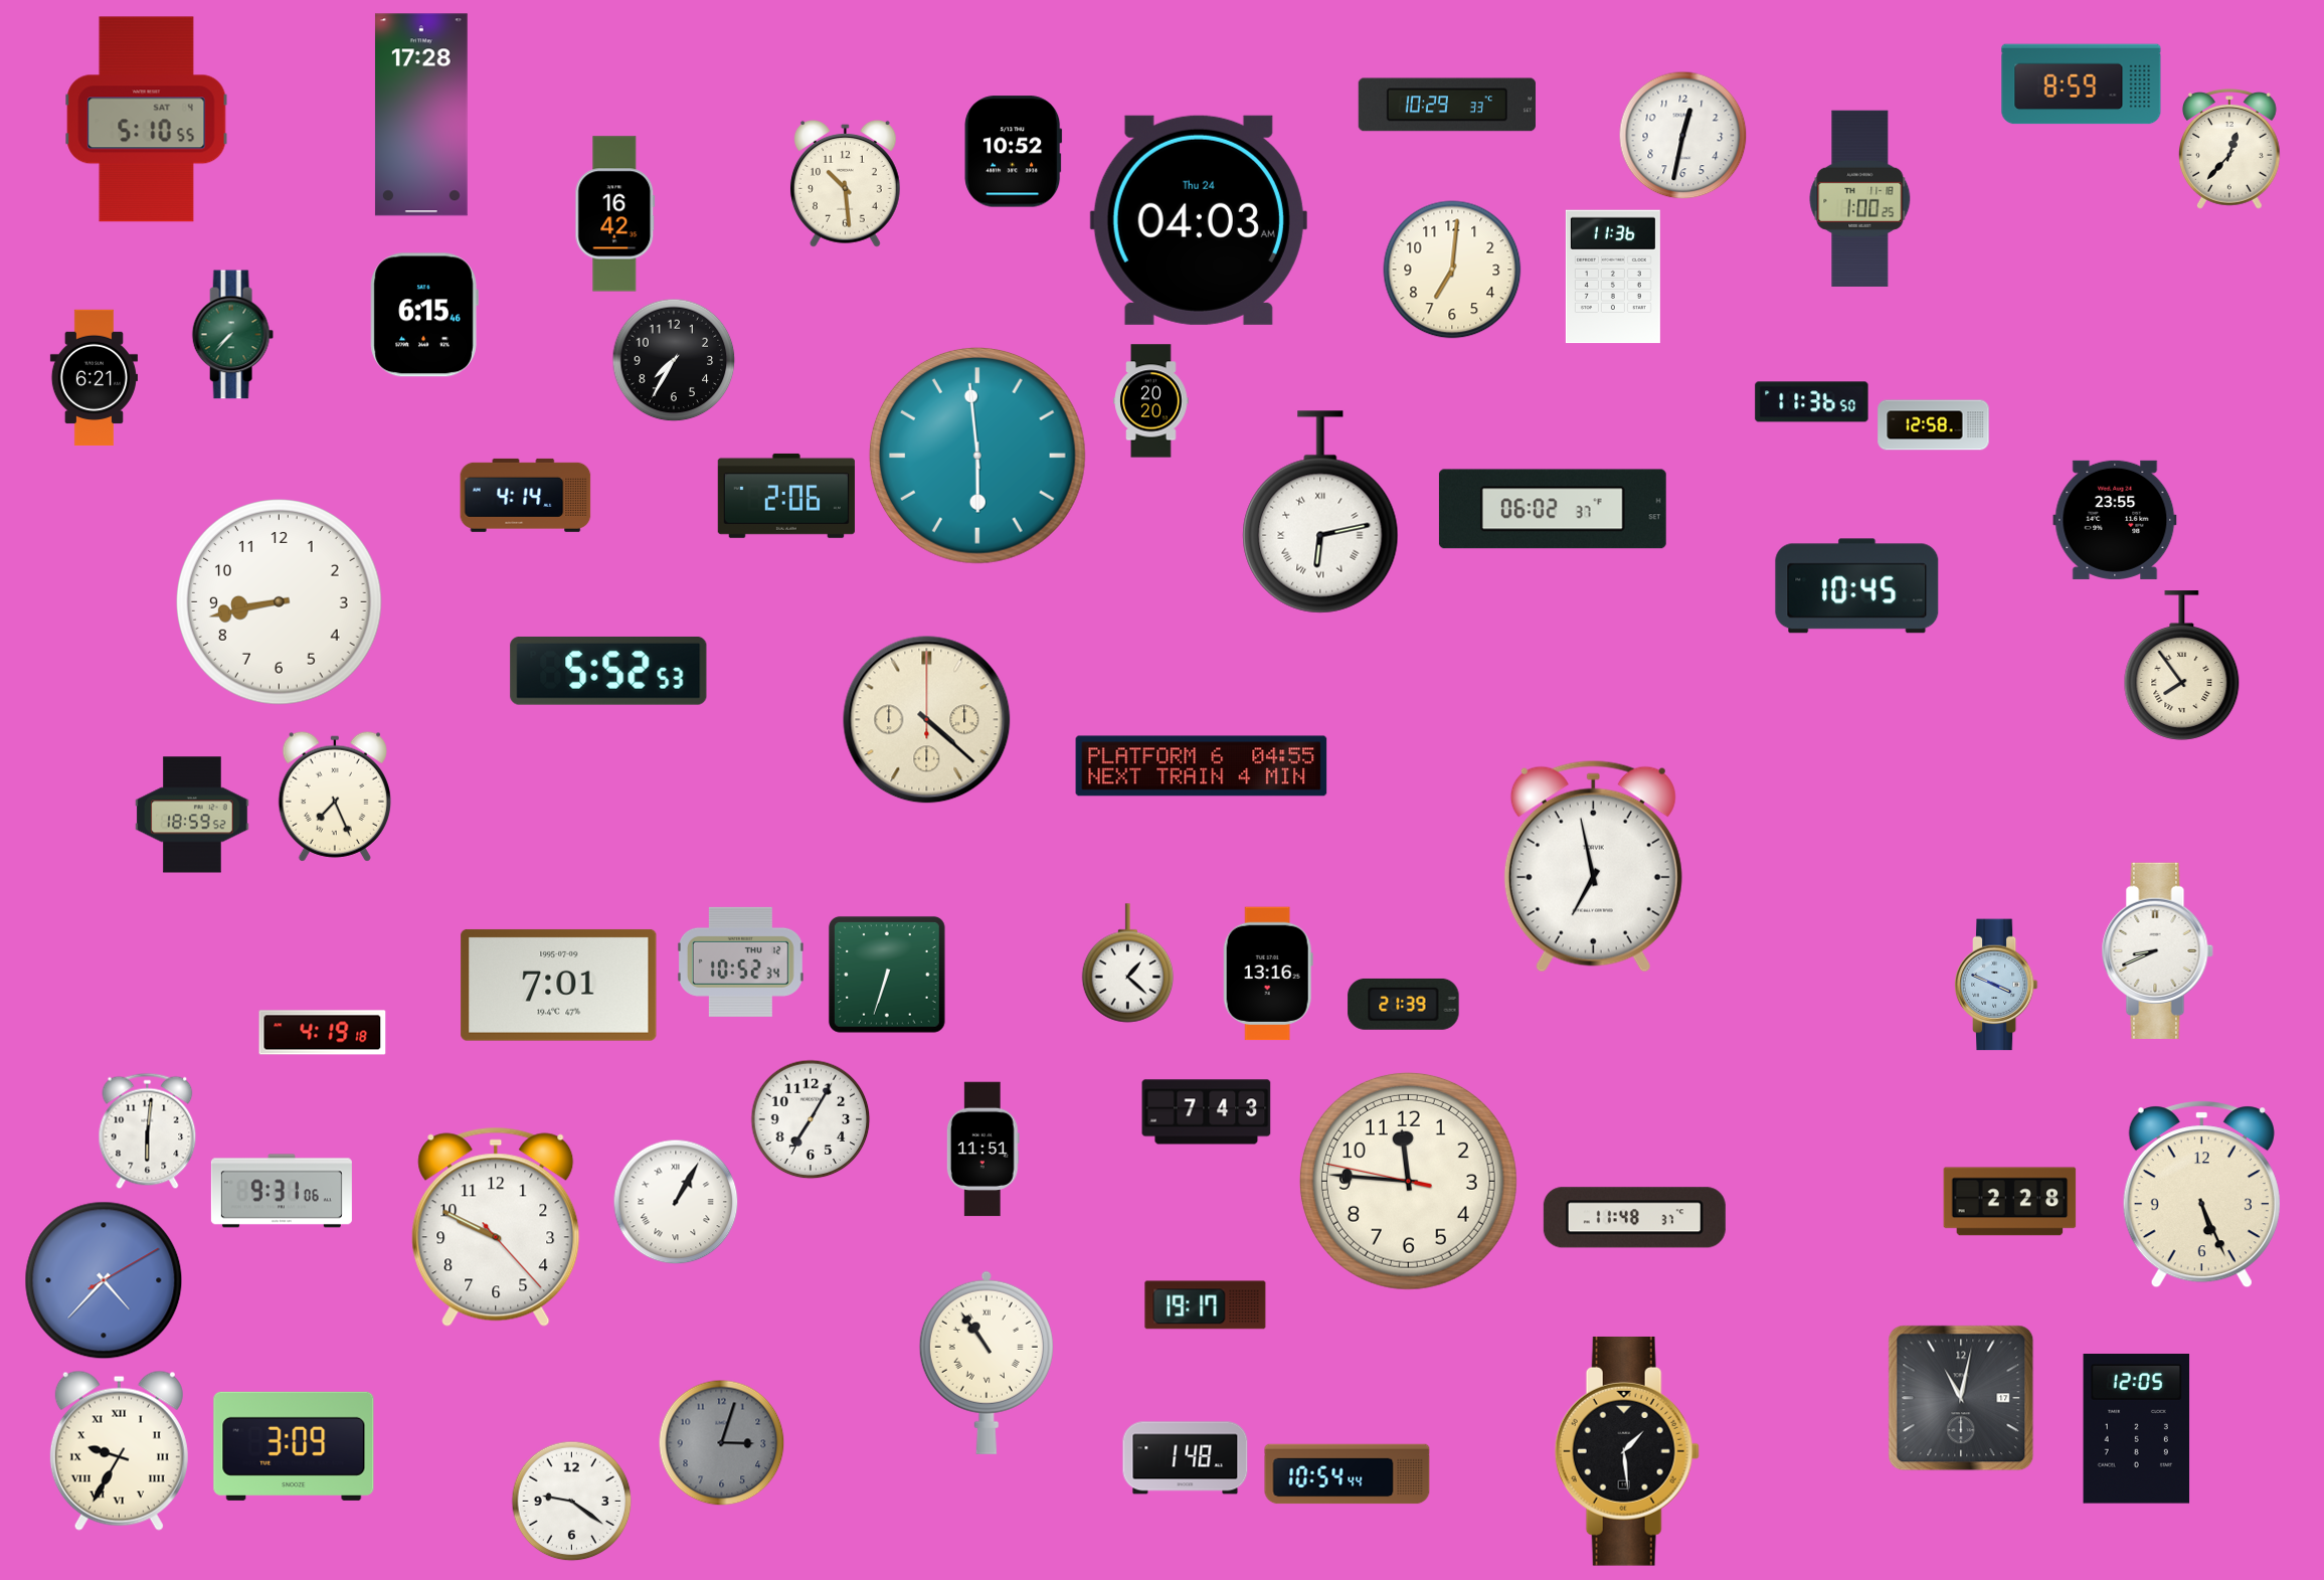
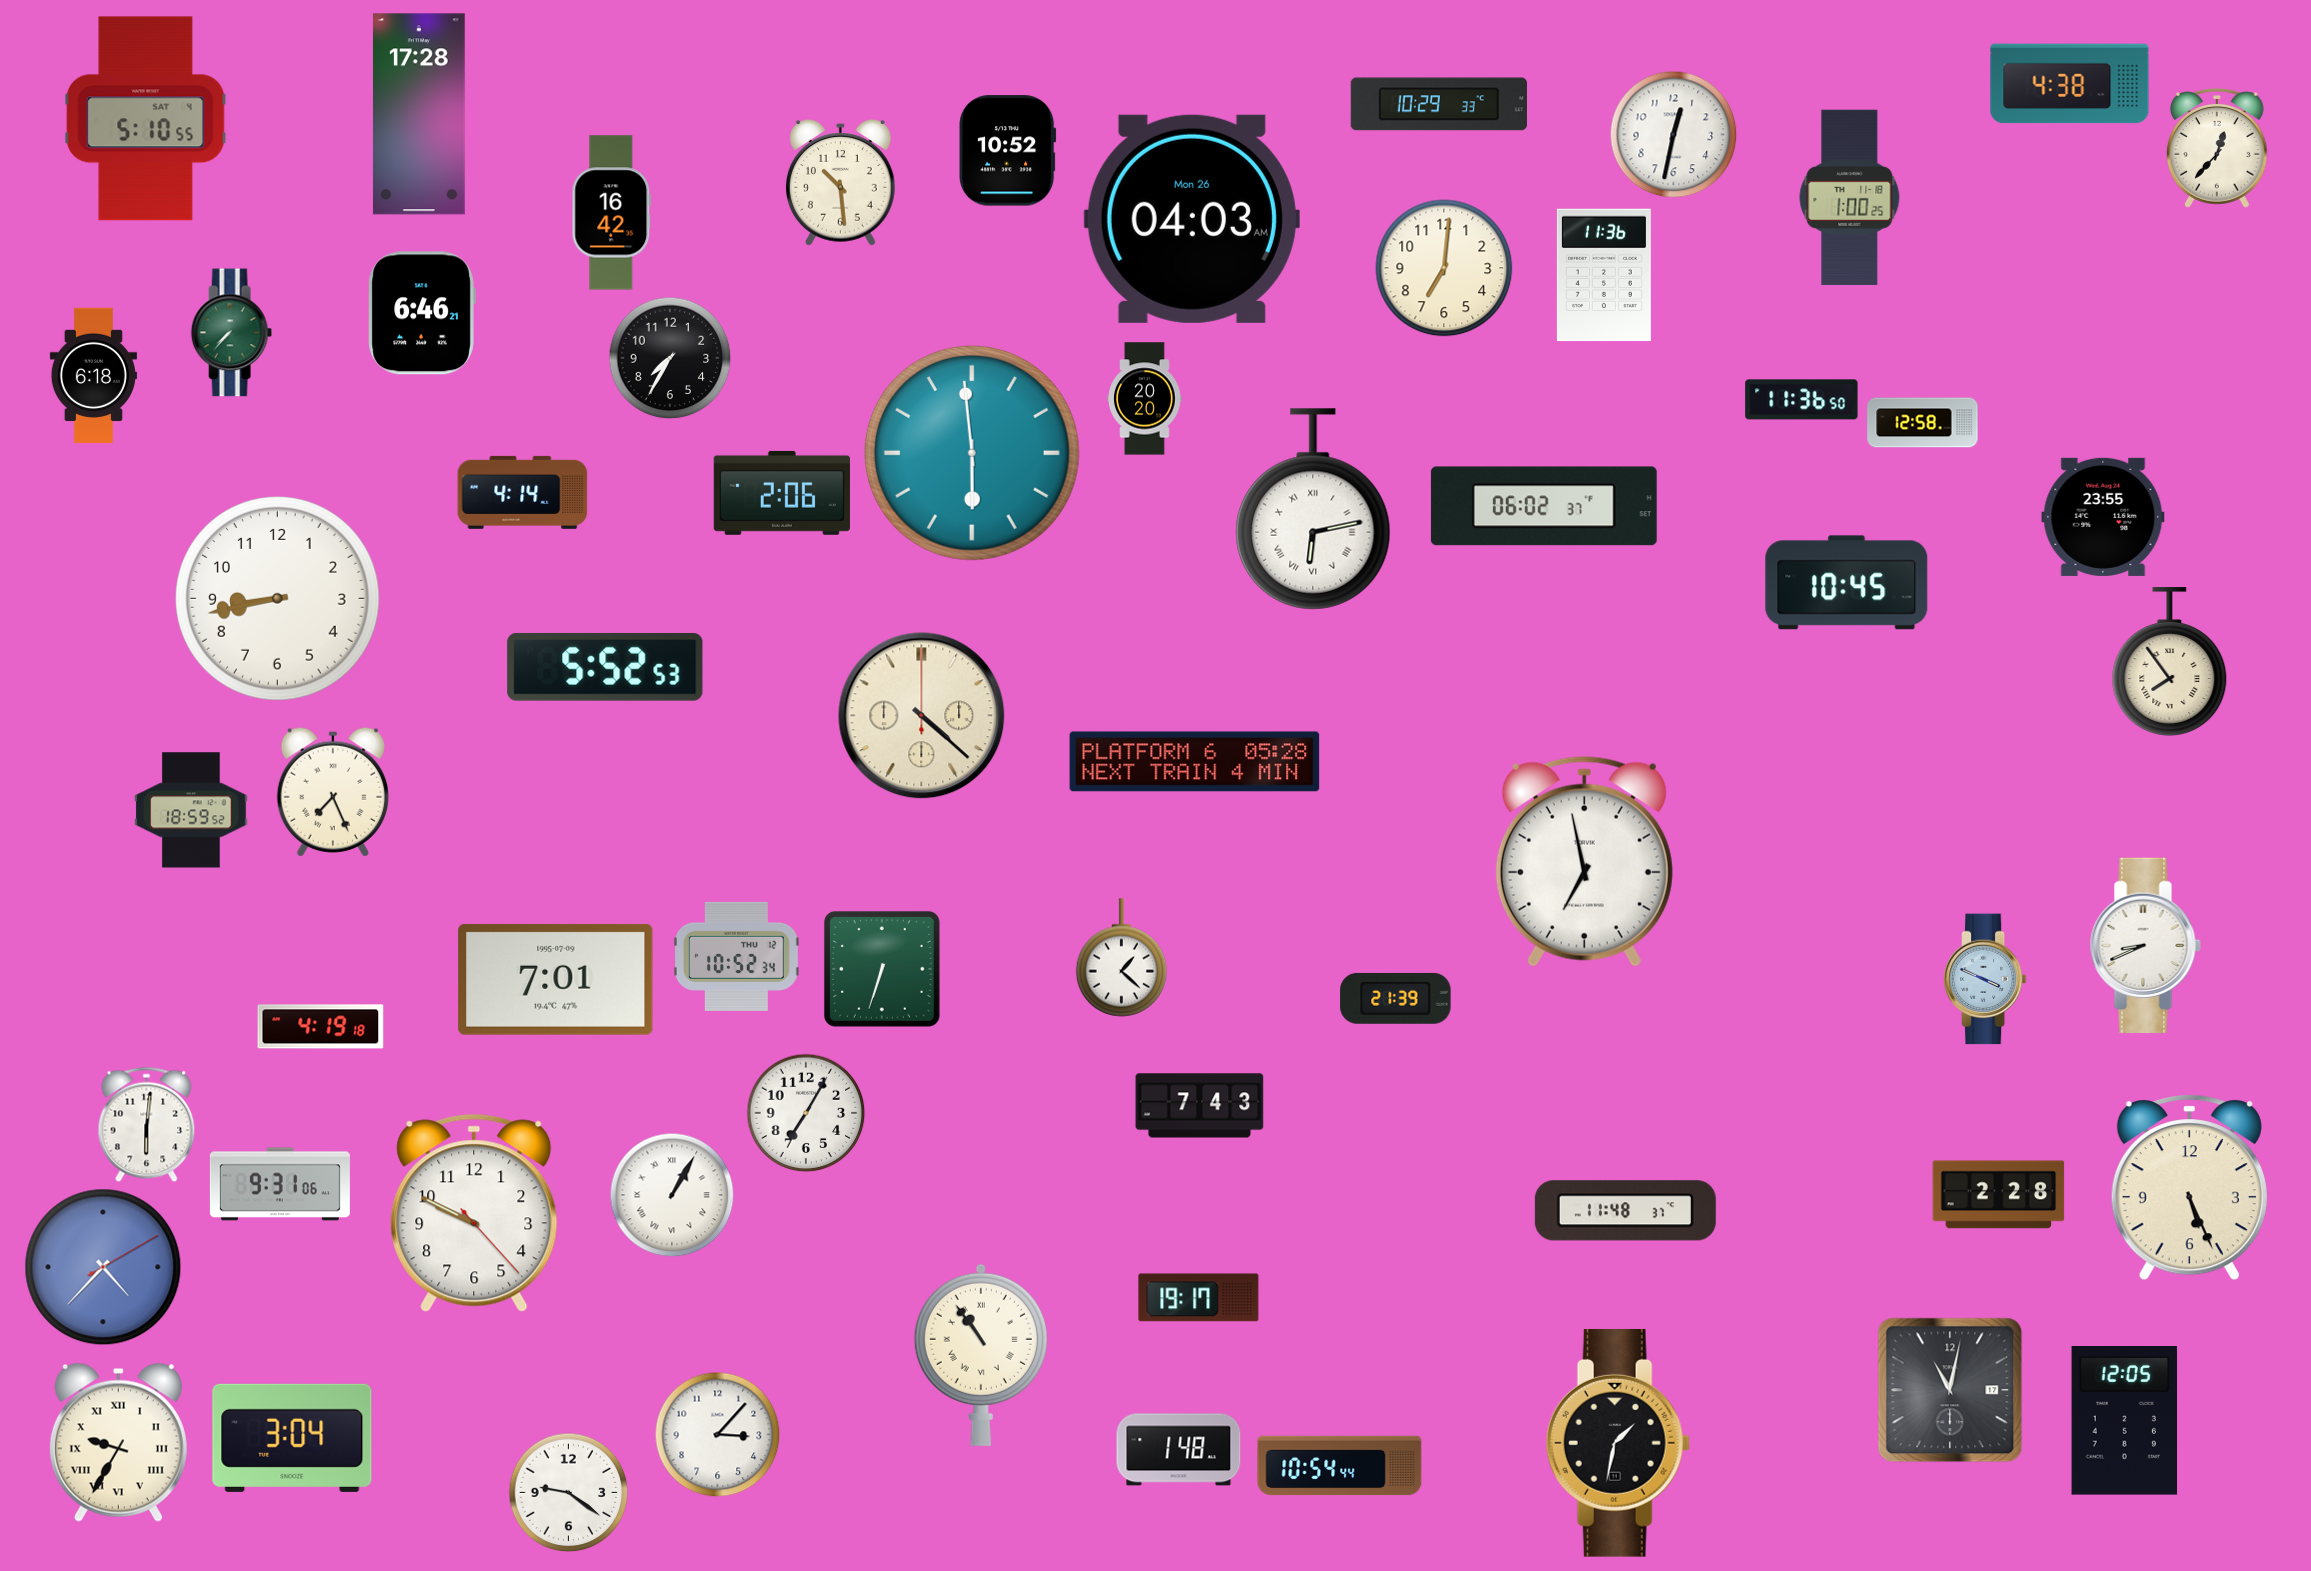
clock at (2082, 84): 8:59 -> 4:38
clock at (1199, 220) date: Thu 24 -> Mon 26
clock at (424, 315): 6:15 -> 6:46
clock at (94, 378): 6:21 -> 6:18
clock at (1202, 766): 04:55 -> 05:28
clock at (1268, 974): 13:16 -> none
clock at (982, 1150): 11:51 -> none
clock at (1408, 1181): 11:45 -> none
clock at (496, 1227) position: (496, 1227) -> (474, 1213)
clock at (104, 1280) position: (104, 1280) -> (103, 1267)
clock at (722, 1443): 3:03 -> 3:07
clock at (722, 1443) dial: grey -> white
clock at (294, 1446): 3:09 -> 3:04
clock at (1627, 1451): 1:29 -> 1:32
